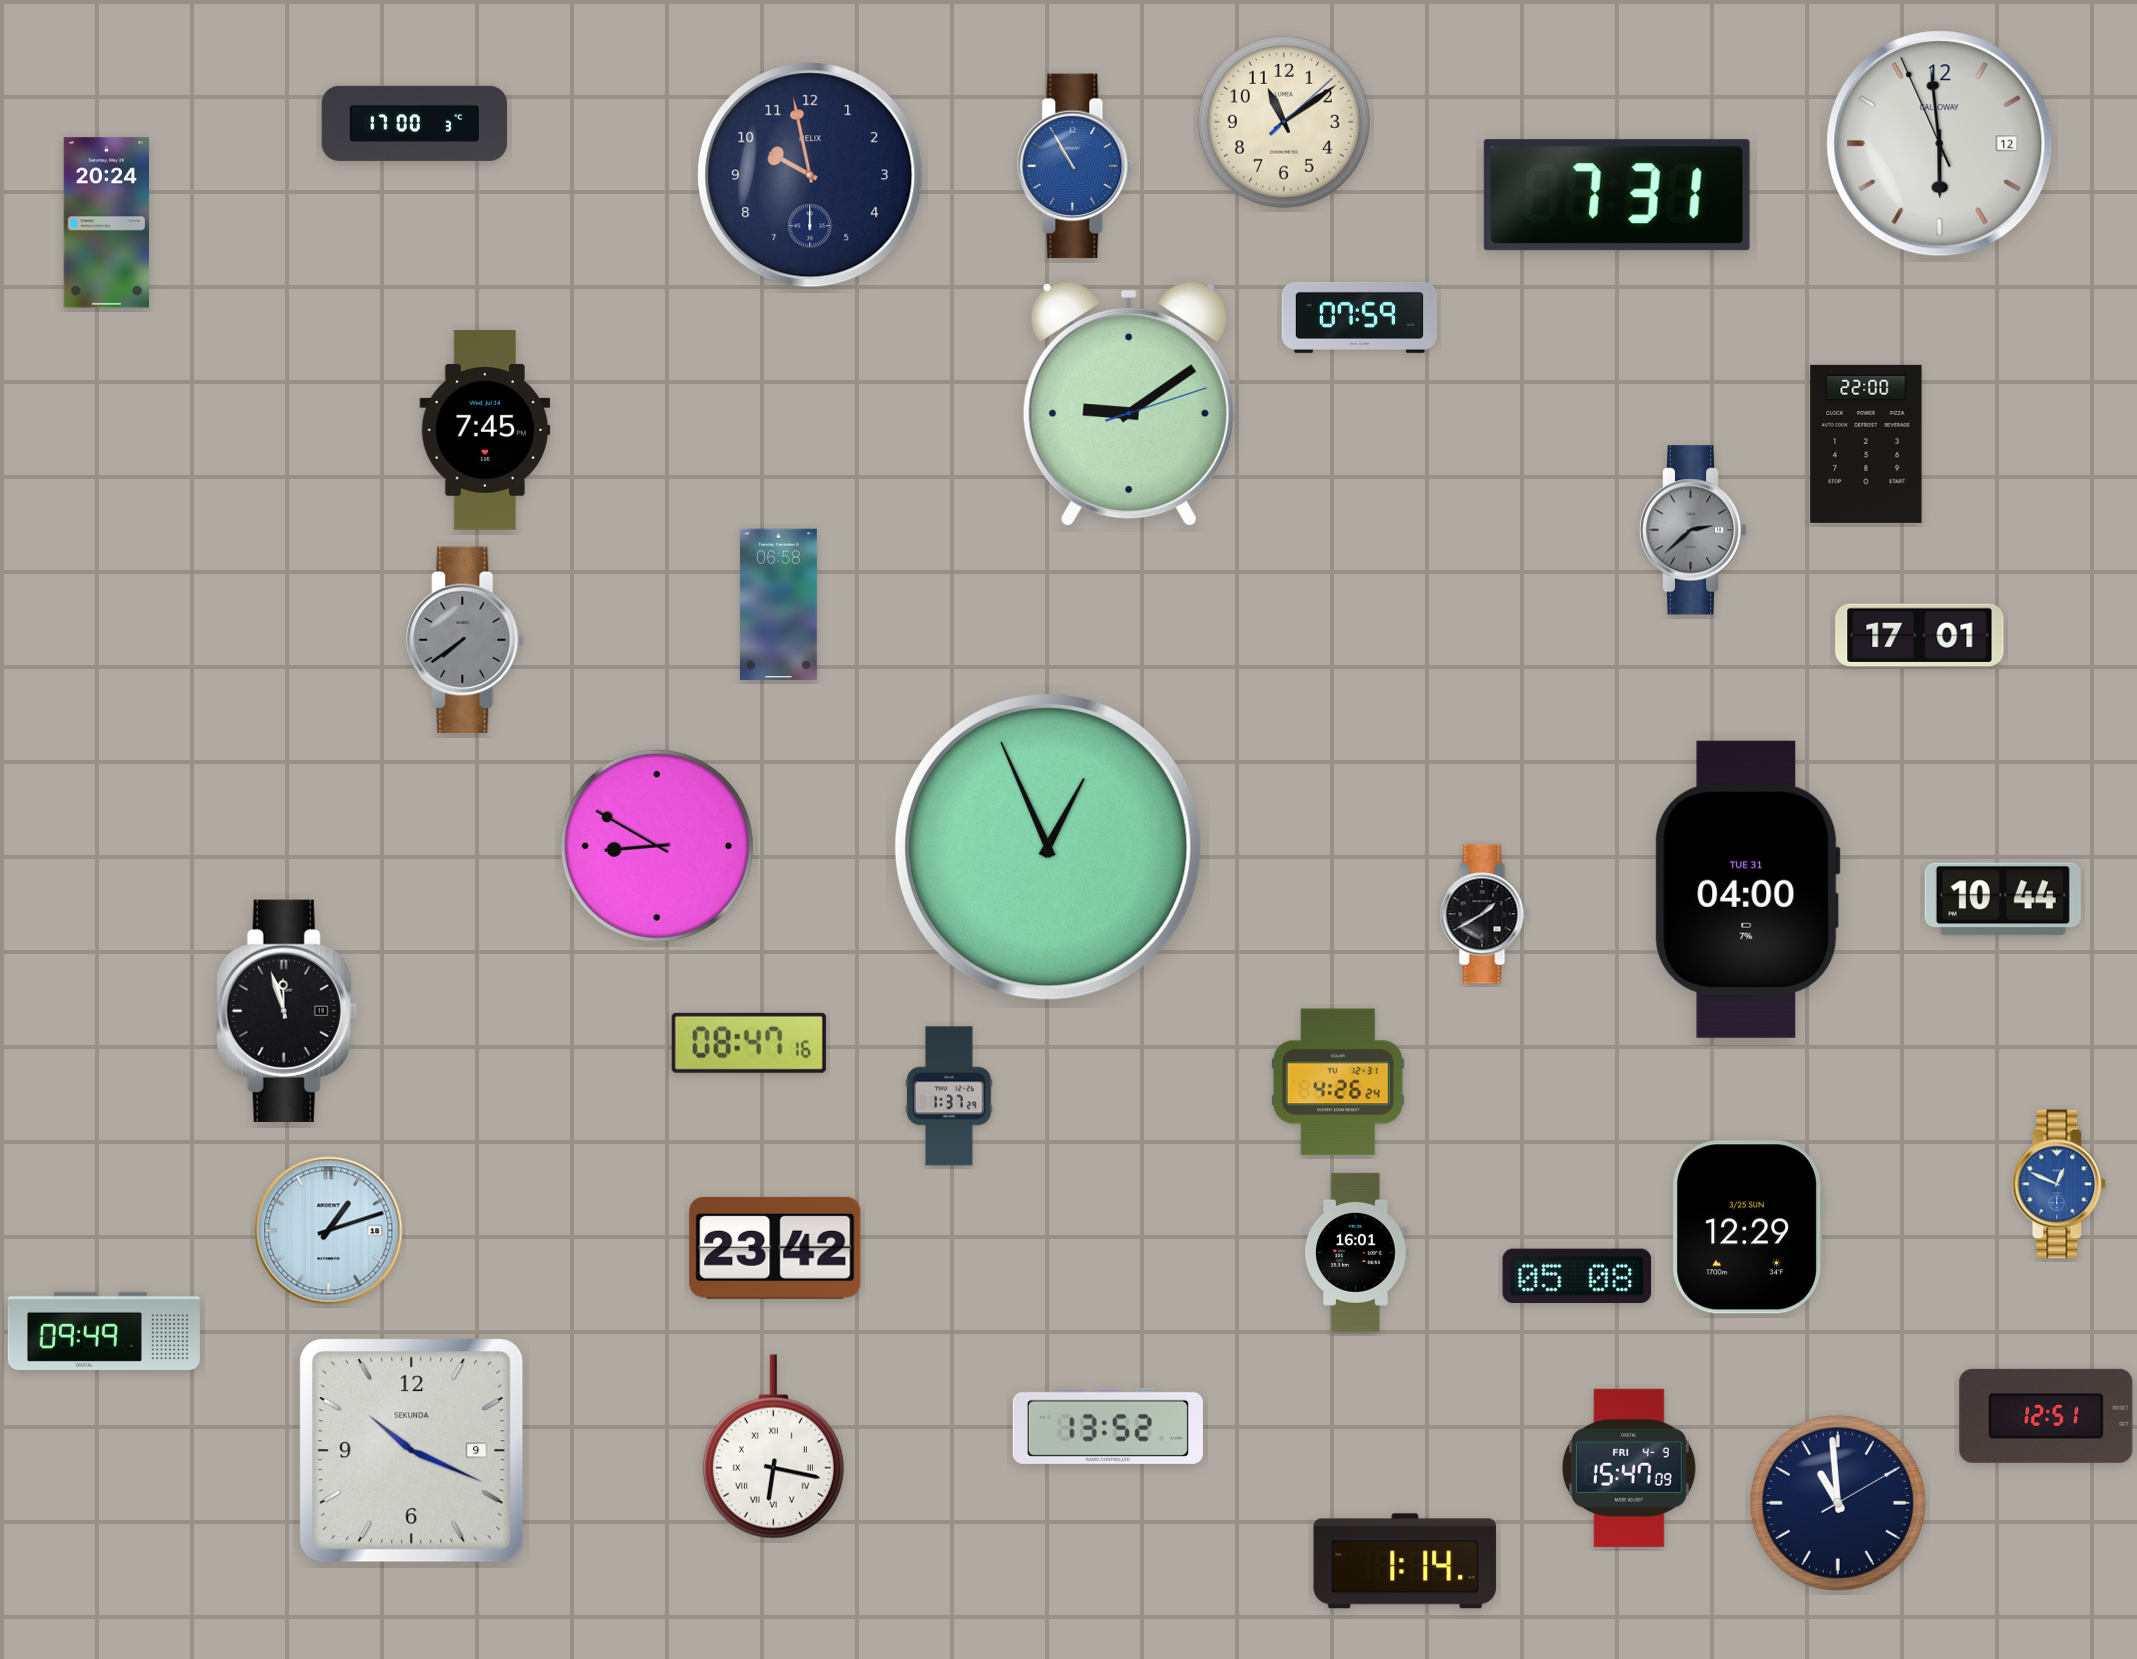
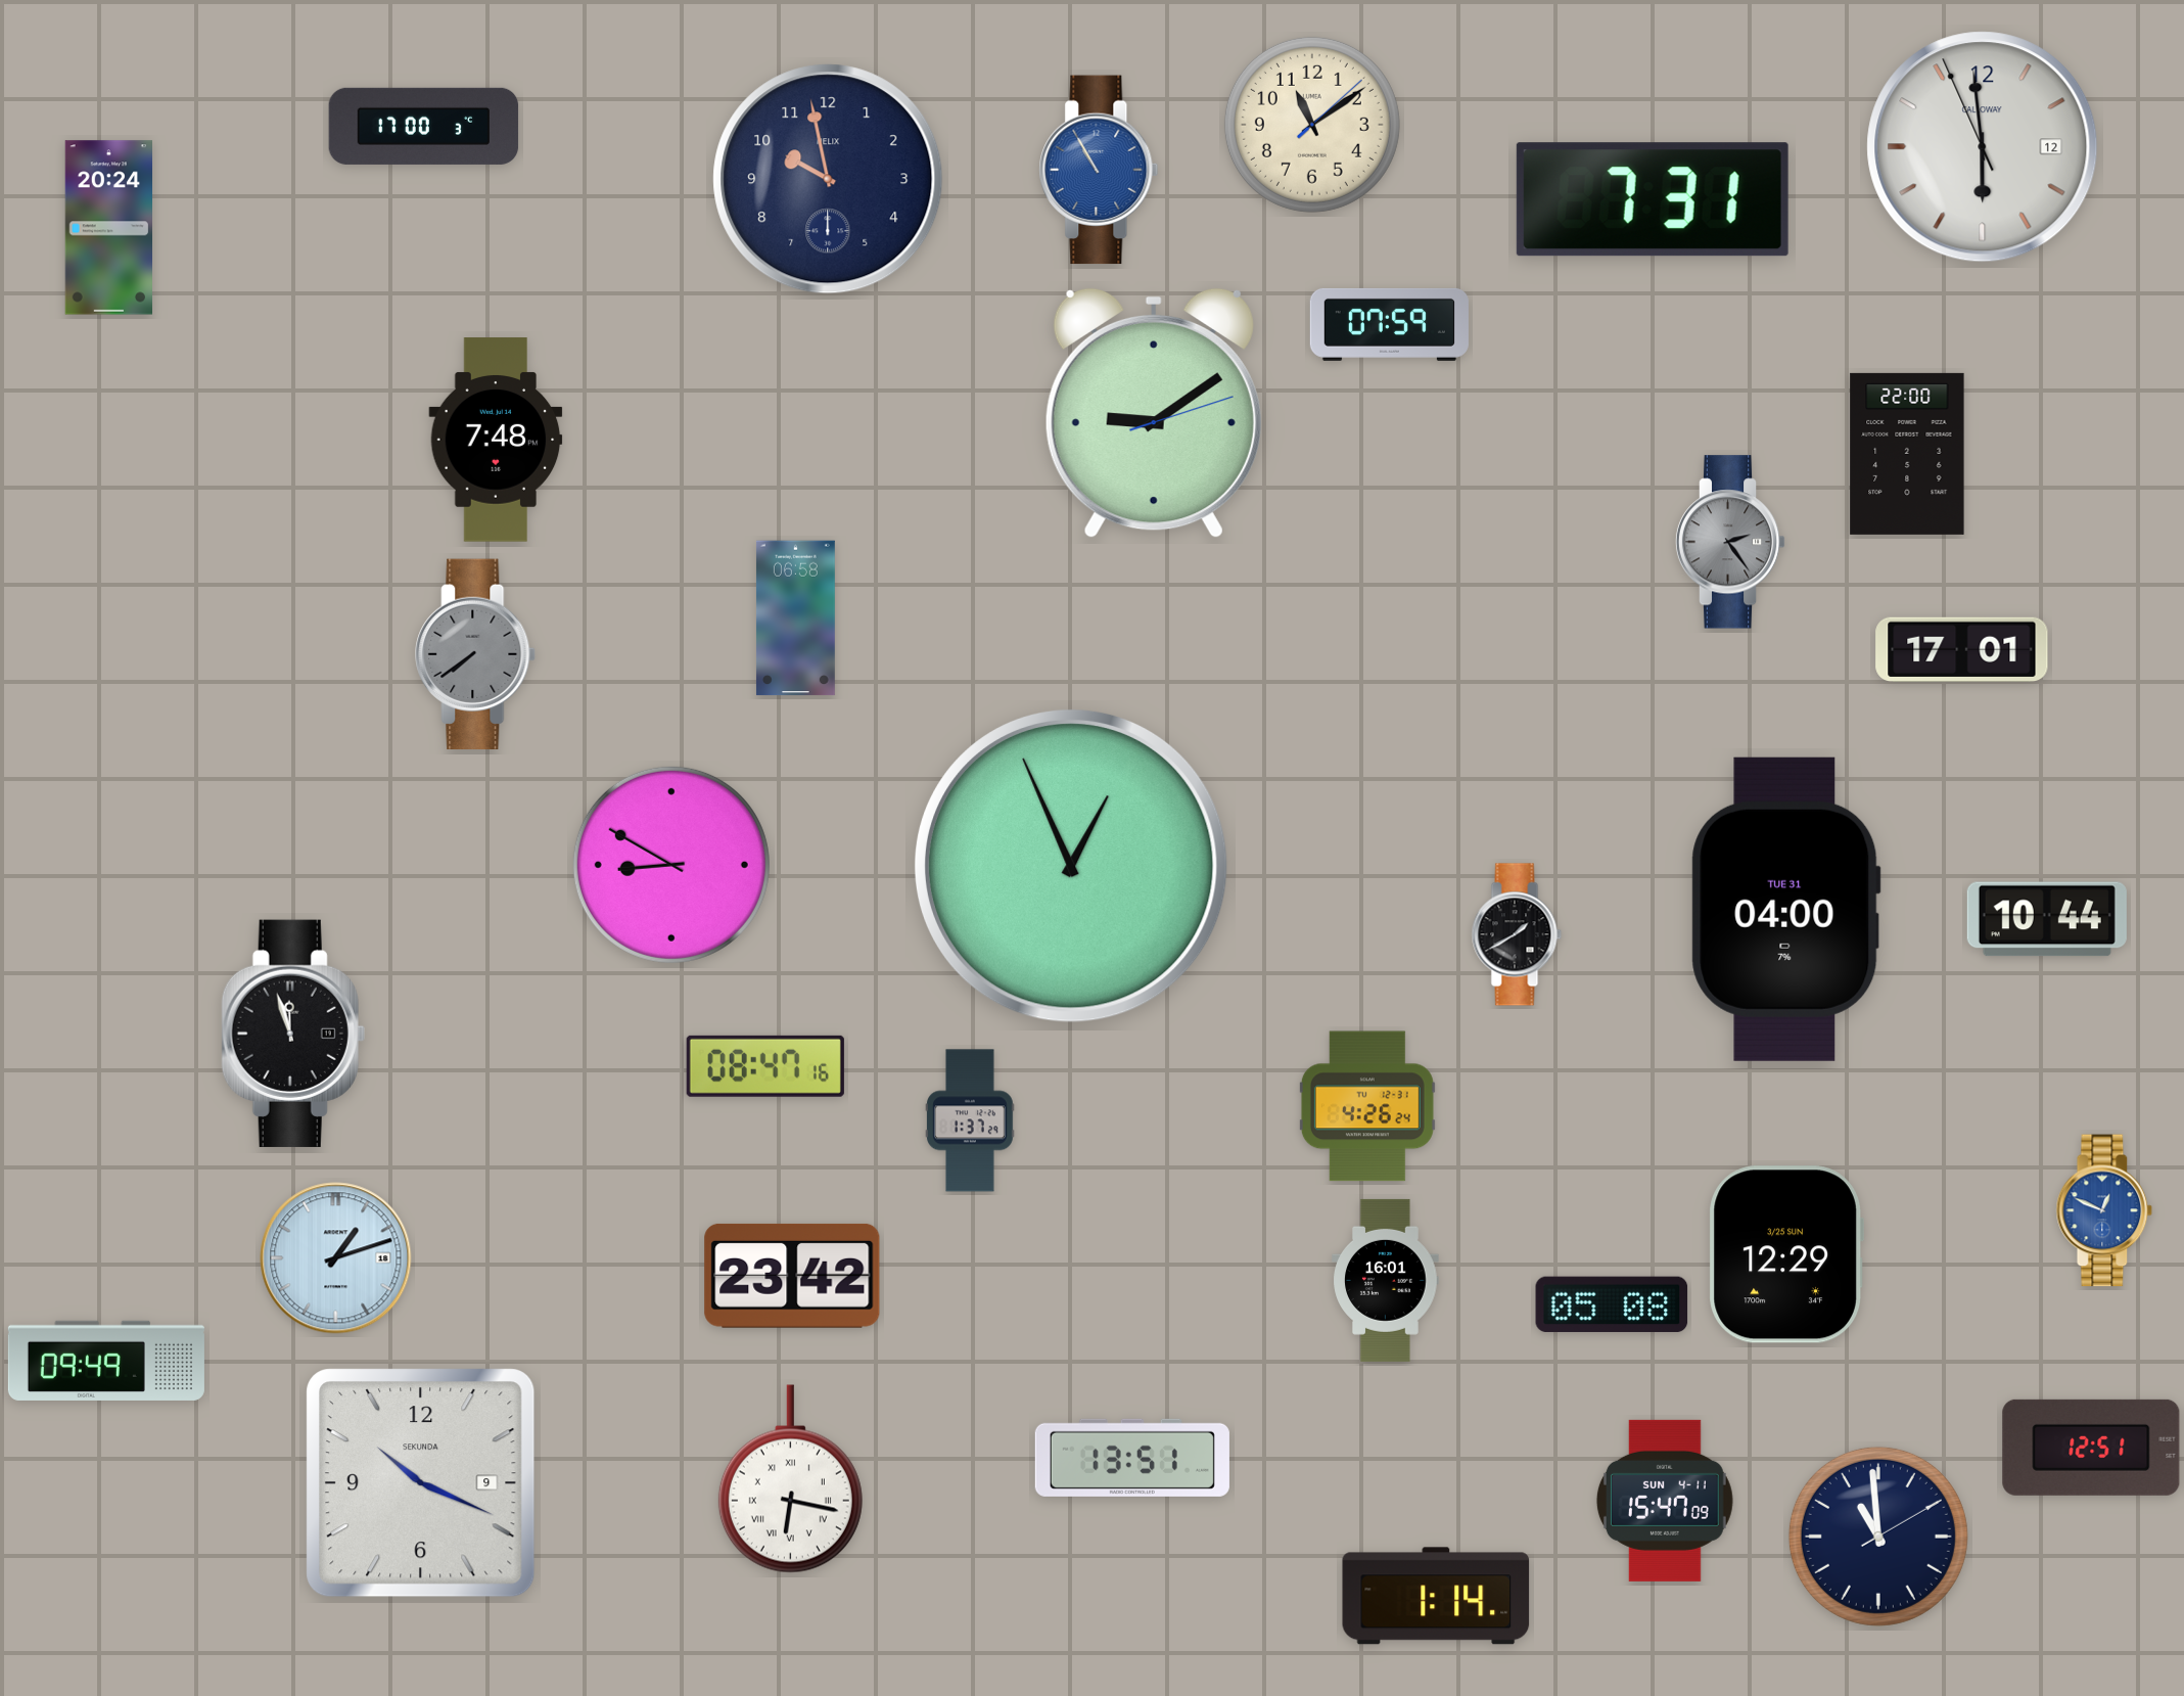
clock at (485, 430): 7:45 -> 7:48
clock at (1693, 530): 2:38 -> 2:24
clock at (1108, 1426): 13:52 -> 13:51
clock at (1629, 1468) date: FRI 4-9 -> SUN 4-11
